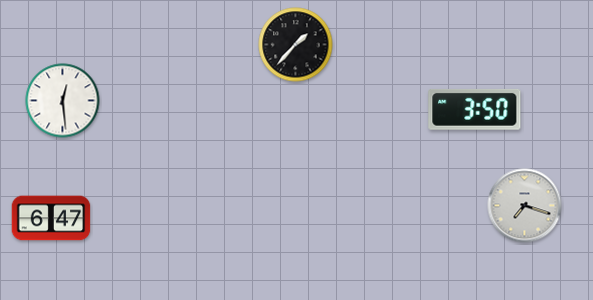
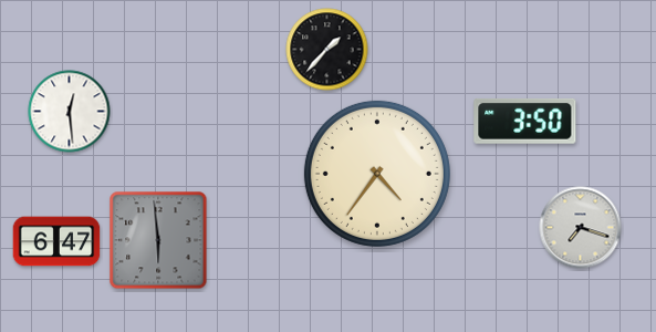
clock at (377, 174): none -> 4:36
clock at (158, 240): none -> 5:59
